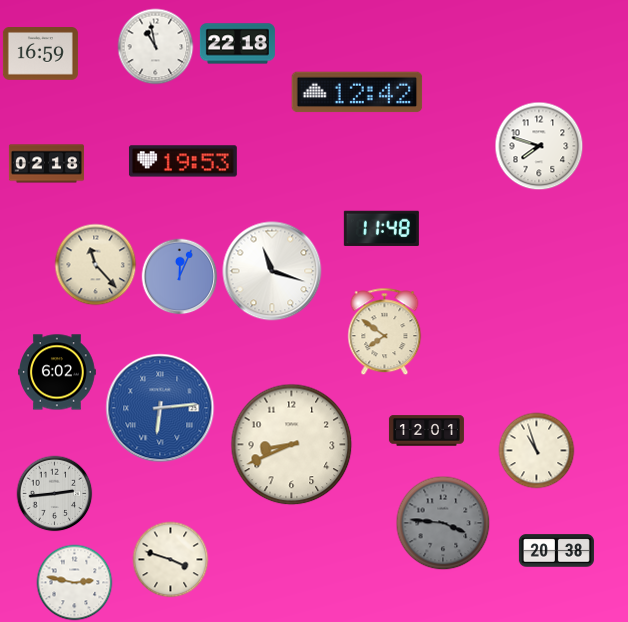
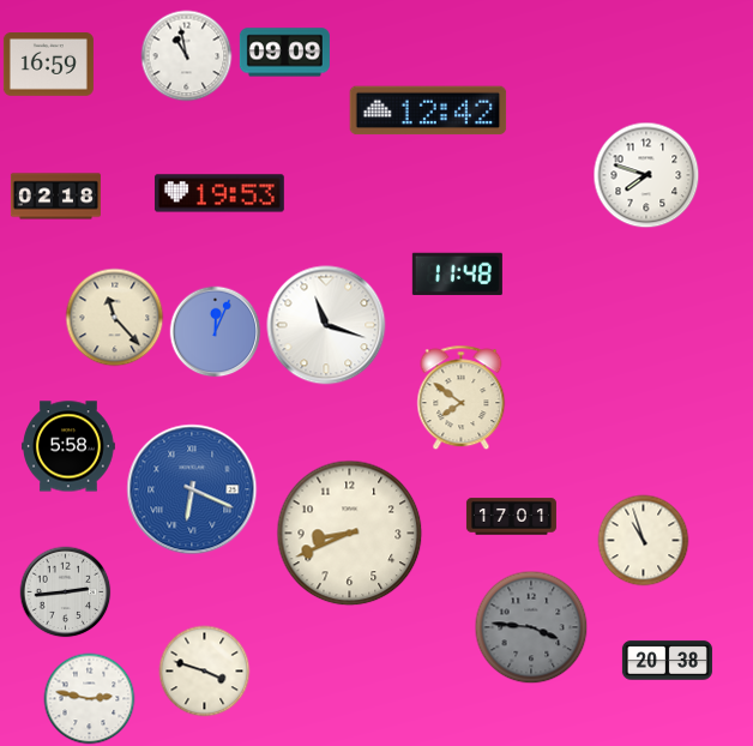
clock at (237, 44): 22:18 -> 09:09
clock at (58, 372): 6:02 -> 5:58
clock at (160, 408): 6:14 -> 6:19
clock at (426, 431): 12:01 -> 17:01
